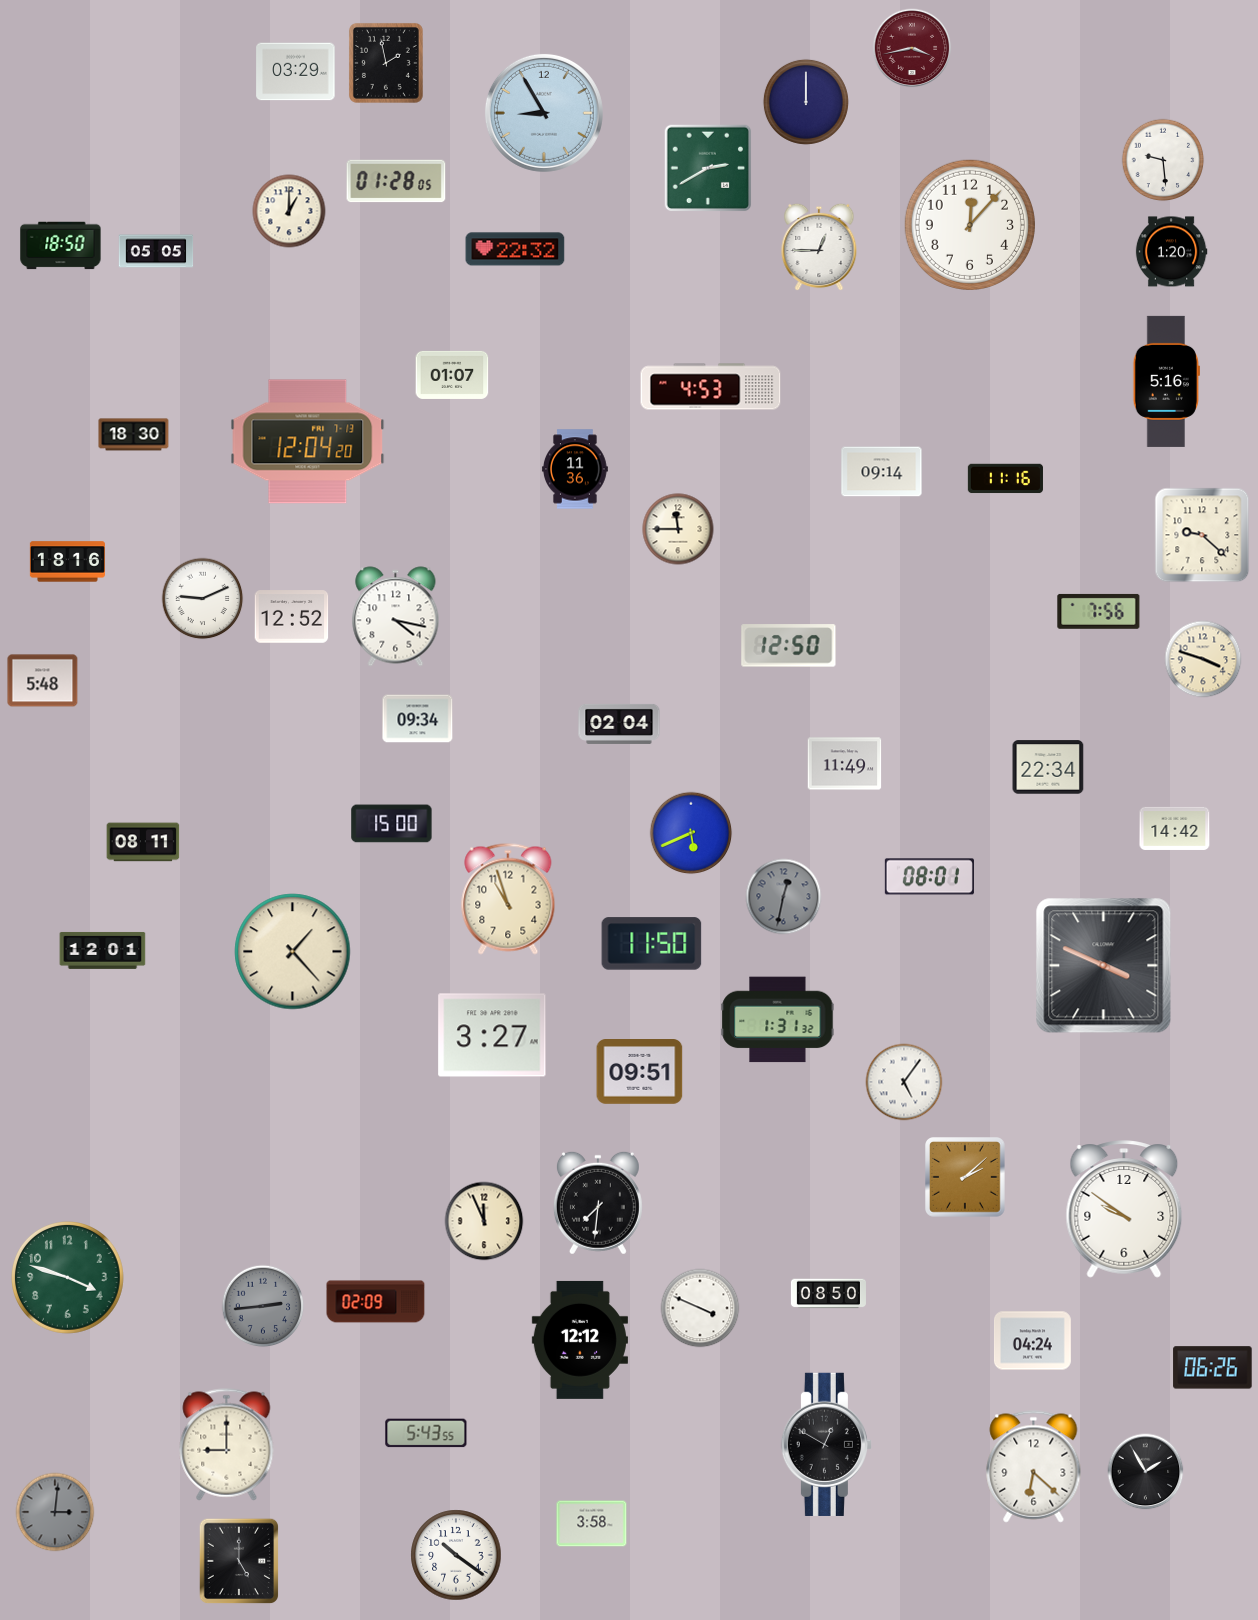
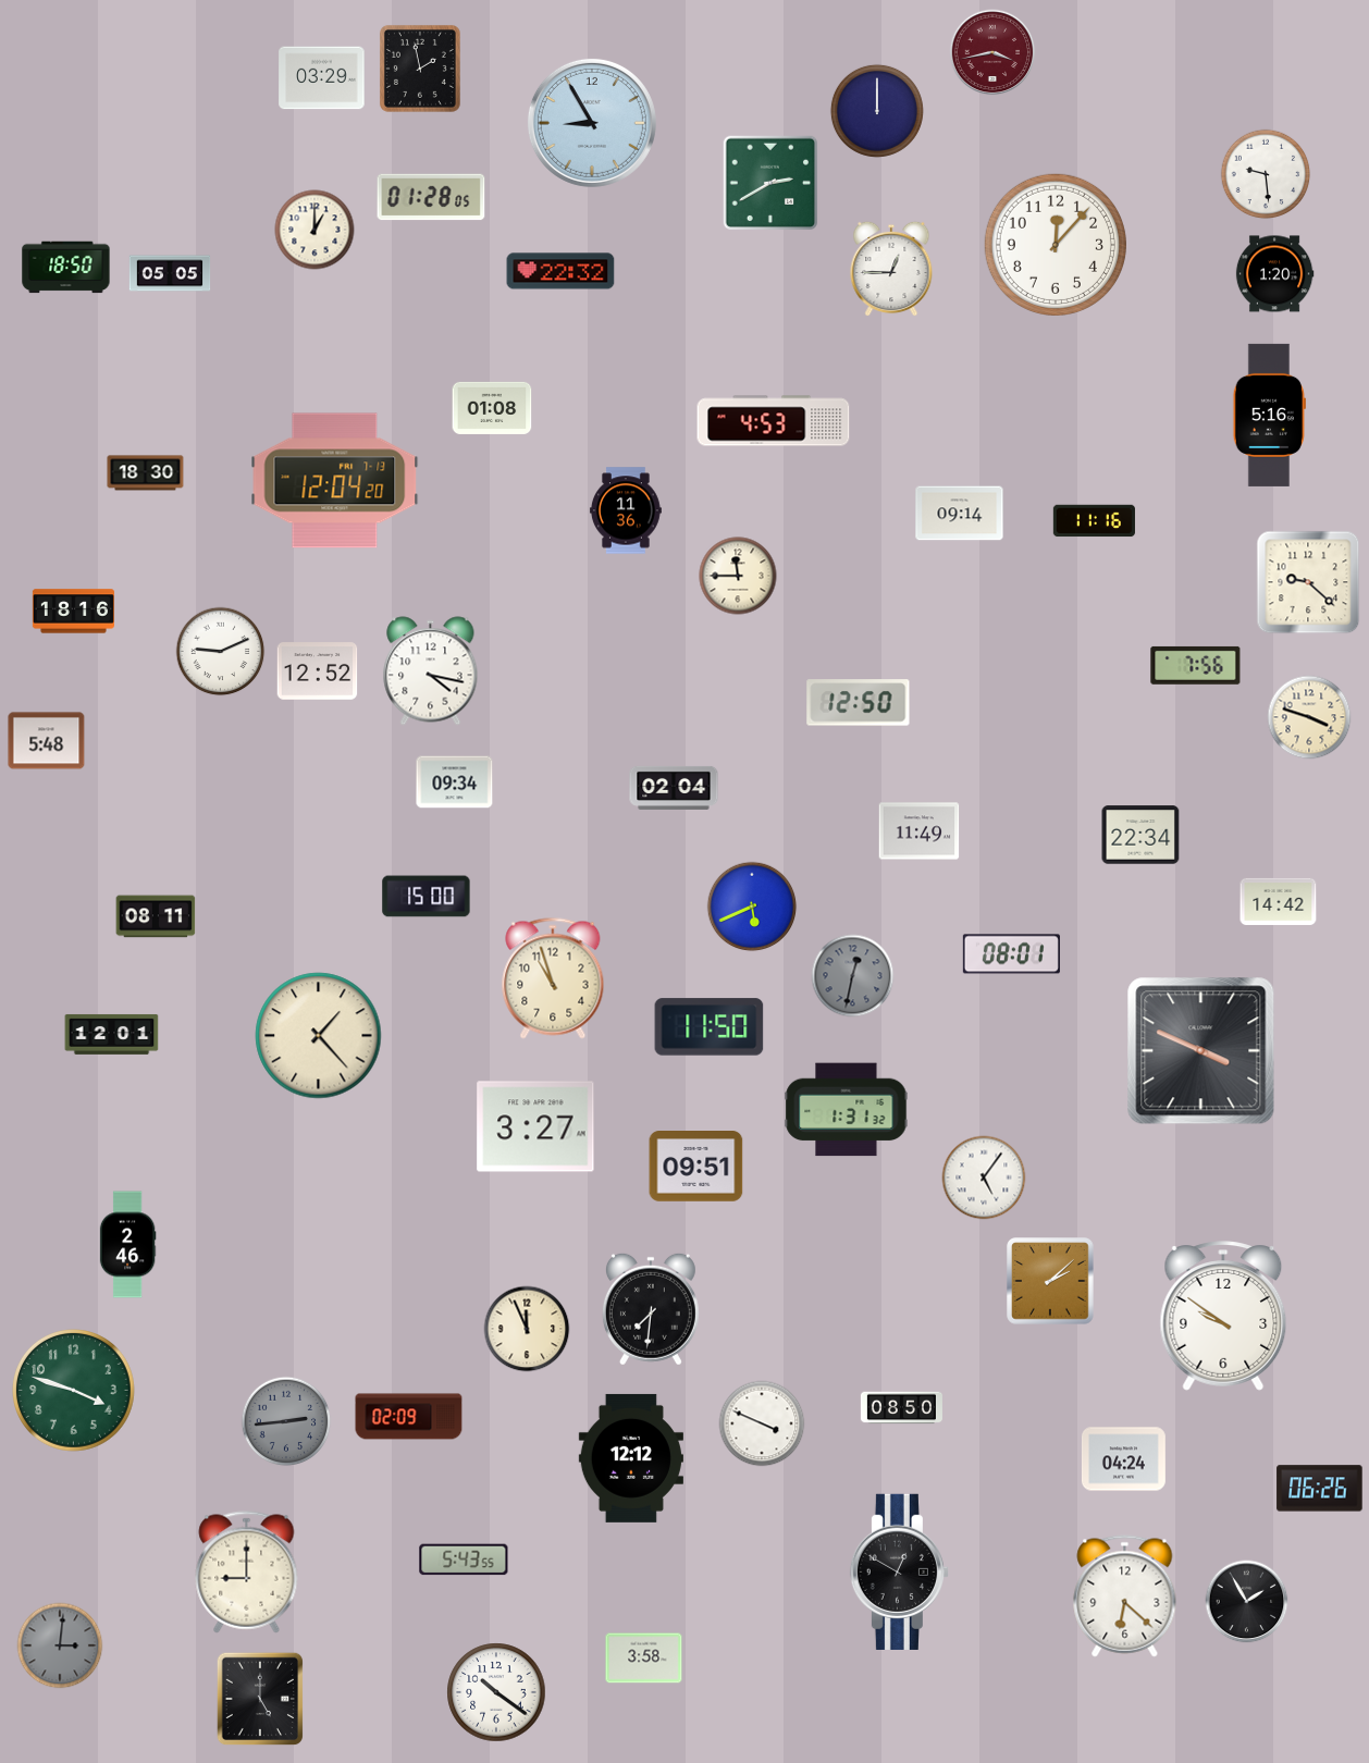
clock at (452, 375): 01:07 -> 01:08
clock at (127, 1245): none -> 2:46
